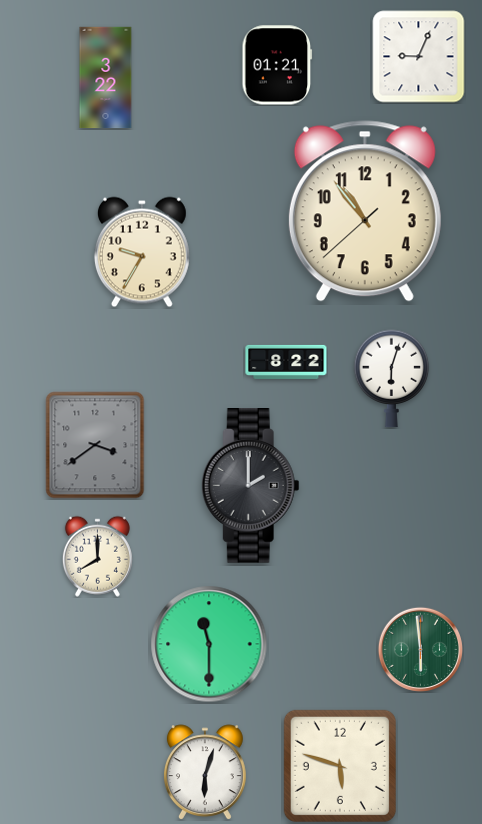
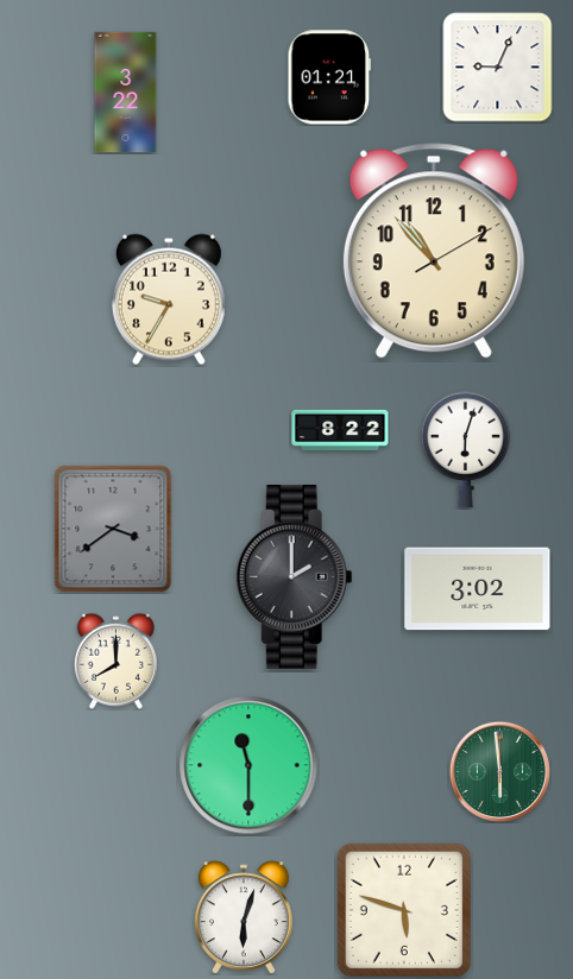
clock at (365, 211): 10:53:38 -> 10:53:10
clock at (250, 486) position: (250, 486) -> (294, 577)
clock at (478, 589): none -> 3:02
